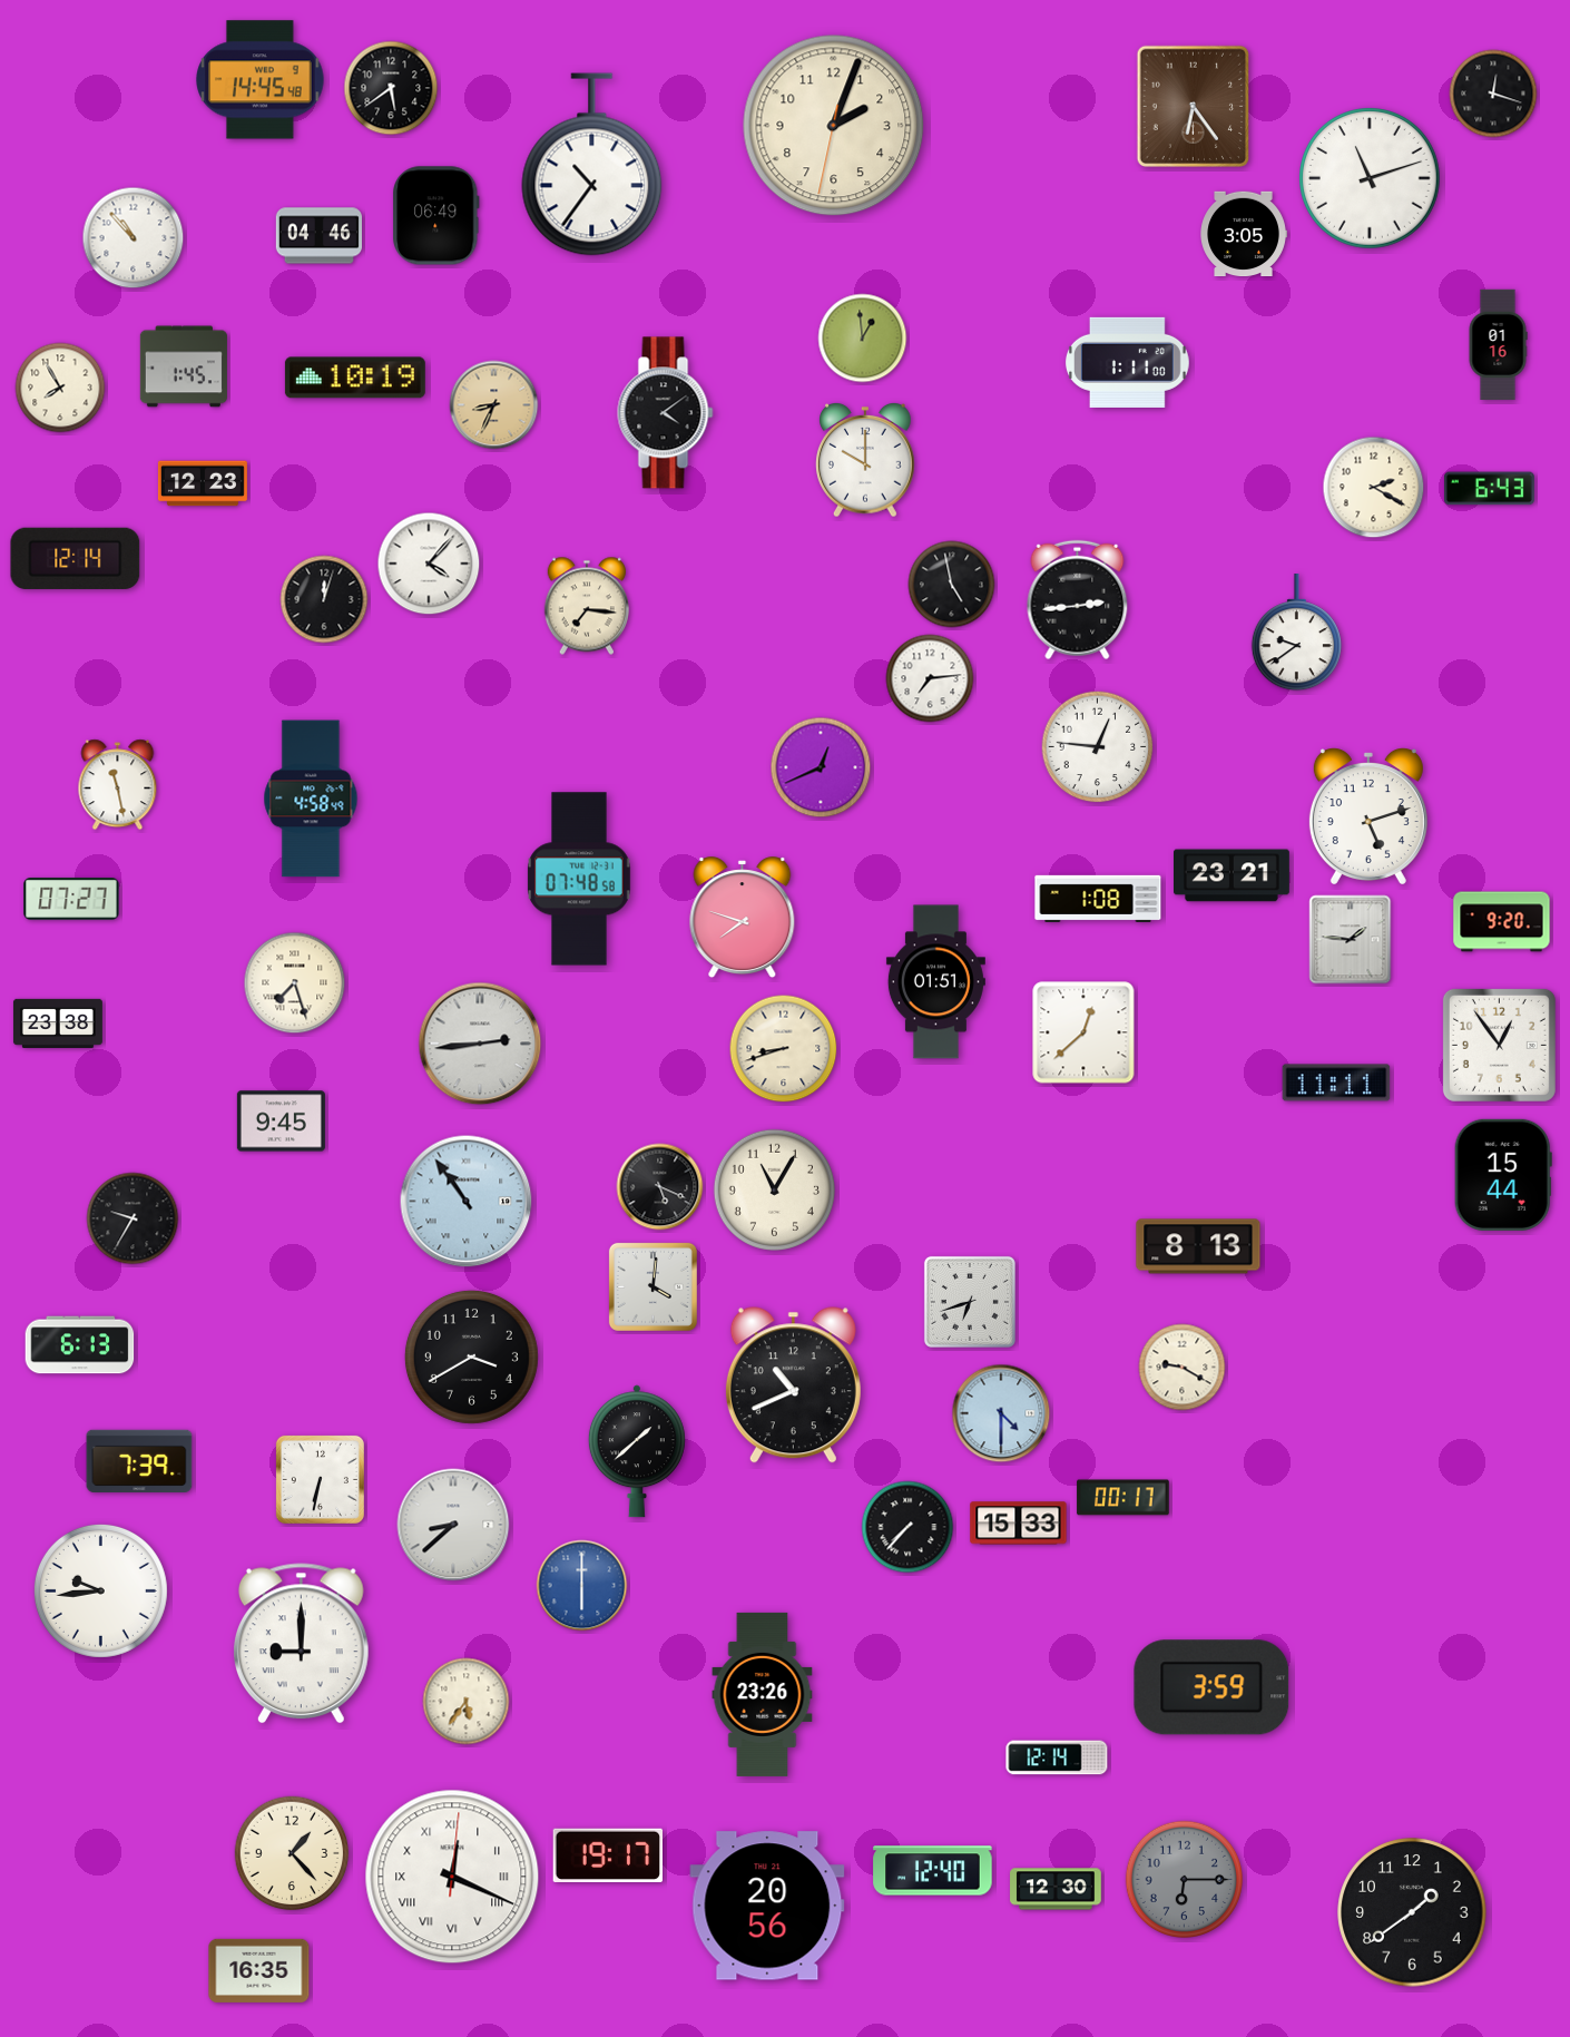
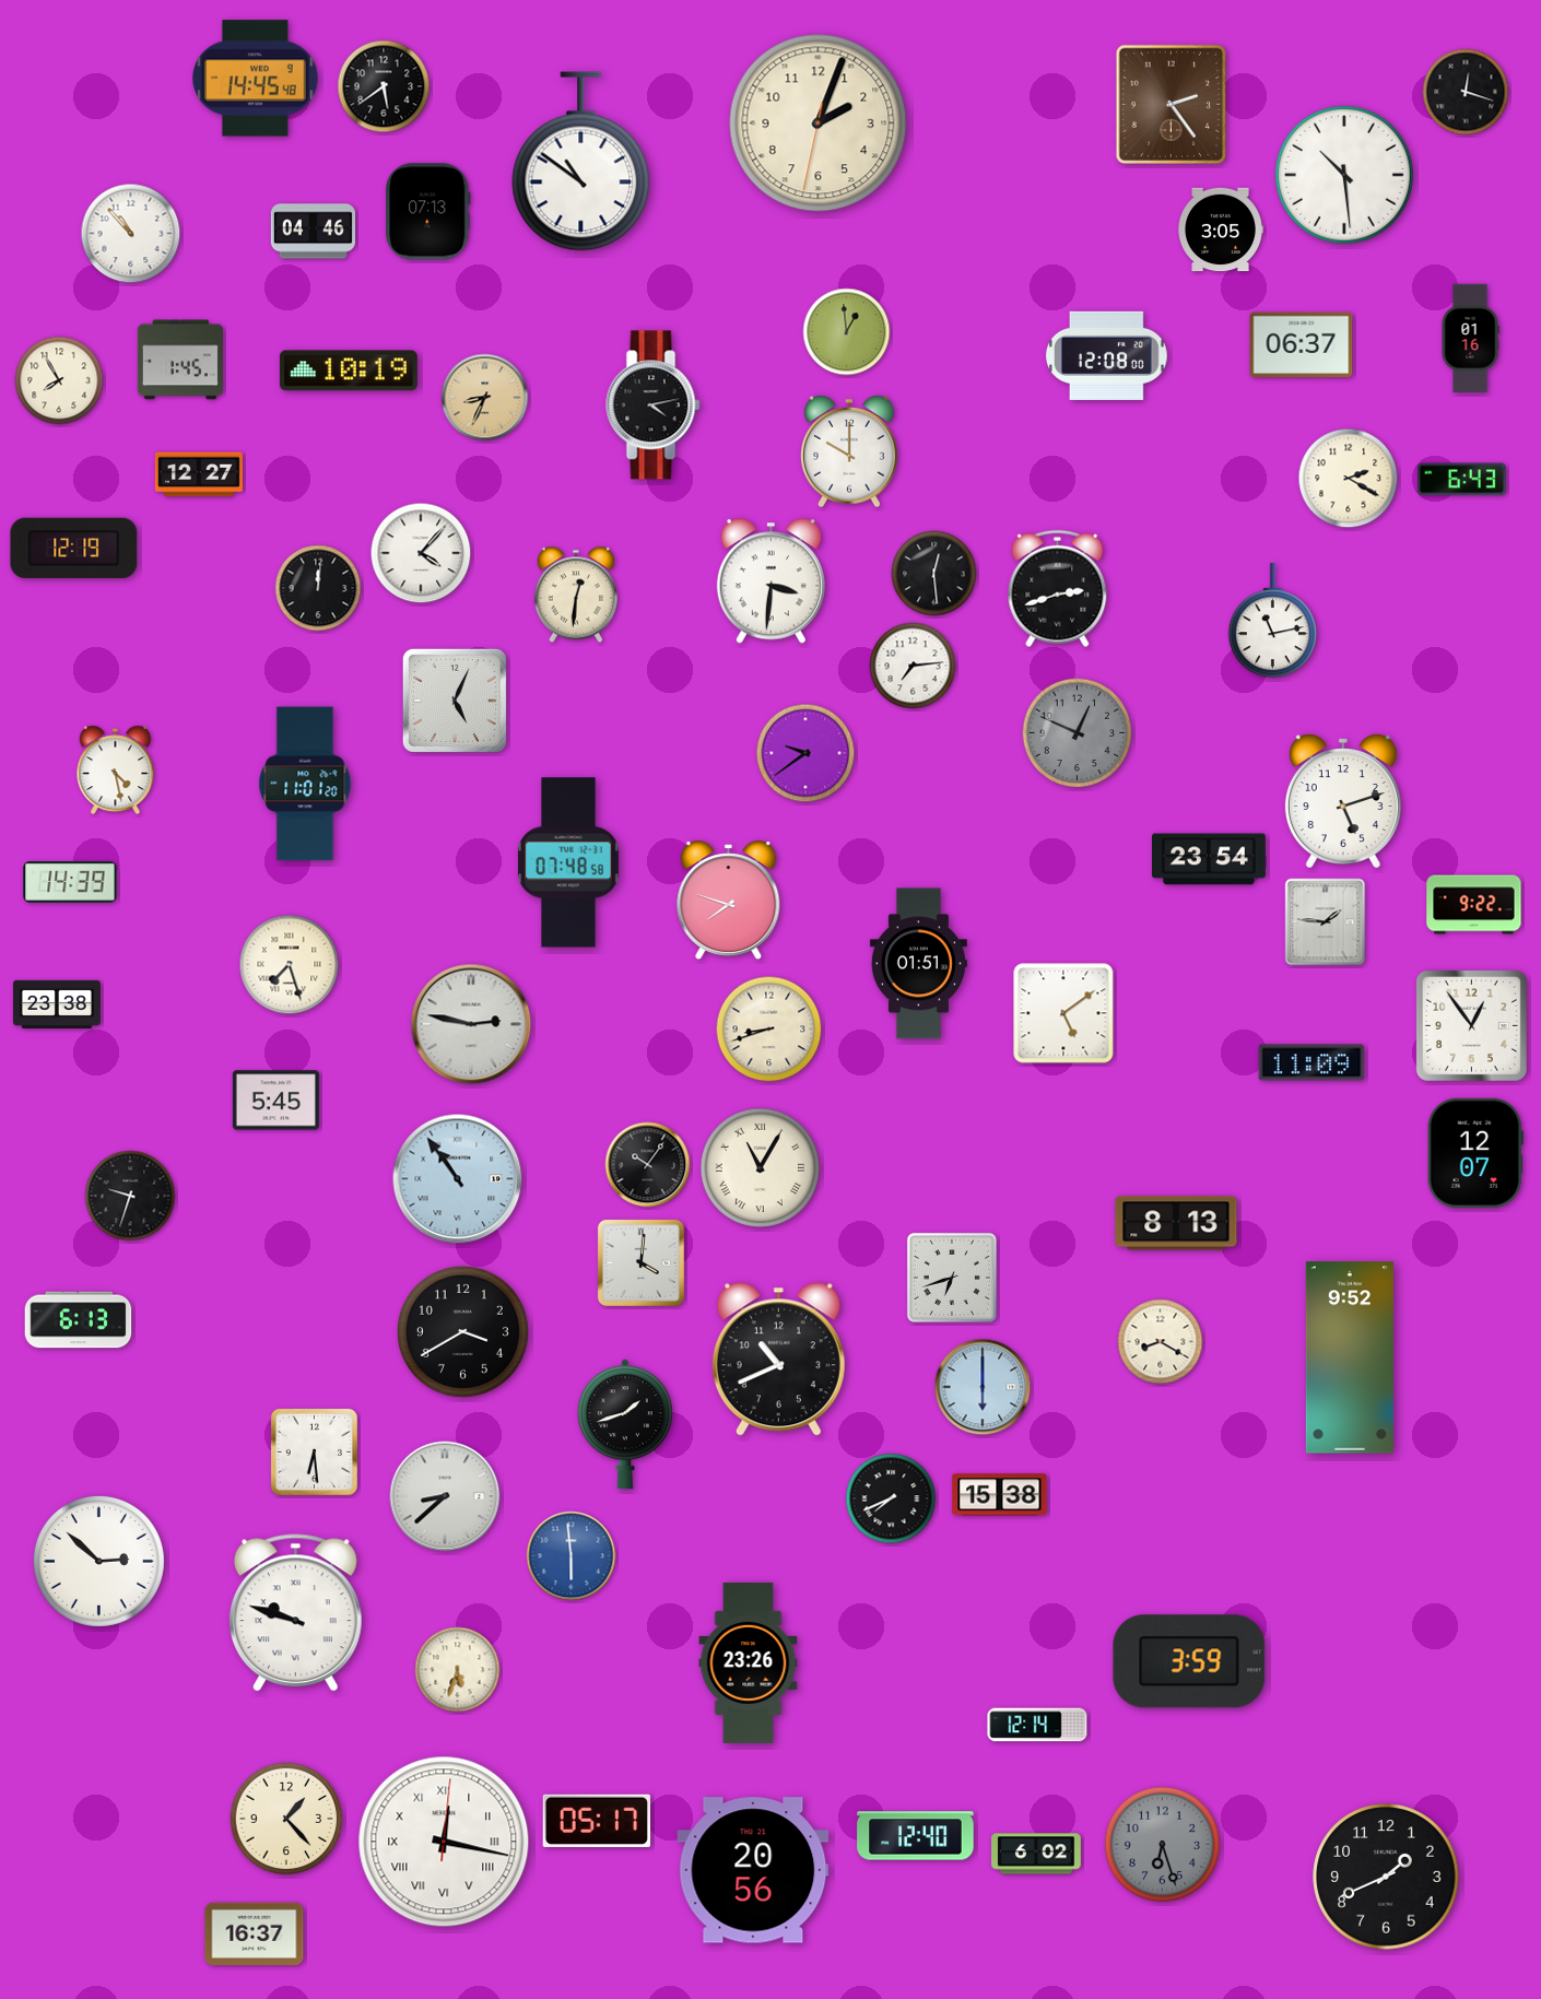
clock at (1194, 107): 6:24 -> 2:24
clock at (592, 165): 10:36 -> 10:51
clock at (1371, 179): 11:12 -> 10:29
clock at (436, 216): 06:49 -> 07:13
clock at (1302, 344): none -> 06:37
clock at (1127, 362): 1:11 -> 12:08
clock at (666, 413): 4:09 -> 4:13
clock at (203, 483): 12:23 -> 12:27
clock at (76, 558): 12:14 -> 12:19
clock at (952, 585): 4:58 -> 12:29
clock at (770, 581): none -> 3:31
clock at (324, 599): 12:03 -> 12:01
clock at (1078, 600): 2:44 -> 2:42
clock at (586, 606): 7:16 -> 12:31
clock at (1296, 633): 9:39 -> 11:13
clock at (455, 701): none -> 5:04
clock at (1098, 747): 12:46 -> 12:49
clock at (1098, 747) dial: white -> grey
clock at (821, 767): 12:41 -> 9:39
clock at (118, 785): 11:28 -> 4:28
clock at (311, 799): 4:58 -> 11:01
clock at (1233, 875): 23:21 -> 23:54
clock at (71, 899): 07:27 -> 14:39
clock at (1098, 899): 1:08 -> none
clock at (1502, 922): 9:20 -> 9:22
clock at (1083, 1032): 12:38 -> 5:09
clock at (480, 1044): 2:44 -> 2:47
clock at (1336, 1083): 11:11 -> 11:09
clock at (281, 1122): 9:45 -> 5:45
clock at (1503, 1175): 15:44 -> 12:07
clock at (660, 1187): 5:19 -> 10:06
clock at (774, 1189) numerals: Arabic -> Roman
clock at (133, 1218): 9:35 -> 9:33
clock at (1183, 1368): 9:20 -> 8:20
clock at (1350, 1357): none -> 9:52
clock at (1001, 1413): 4:30 -> 6:00
clock at (637, 1451): 1:38 -> 1:42
clock at (139, 1460): 7:39 -> none
clock at (320, 1479): 6:32 -> 6:29
clock at (1123, 1498): 00:17 -> none
clock at (1019, 1524): 15:33 -> 15:38
clock at (907, 1527): 7:37 -> 7:41
clock at (582, 1586): 6:00 -> 5:59
clock at (100, 1590): 9:44 -> 2:52
clock at (301, 1644): 9:00 -> 9:48
clock at (1211, 1687) position: (1211, 1687) -> (1189, 1661)
clock at (467, 1702): 5:36 -> 5:33
clock at (607, 1855): 19:17 -> 05:17
clock at (452, 1877): 12:19 -> 12:17
clock at (1185, 1880): 6:15 -> 6:27
clock at (1056, 1889): 12:30 -> 6:02
clock at (1412, 1912): 1:39 -> 1:41
clock at (259, 1970): 16:35 -> 16:37
